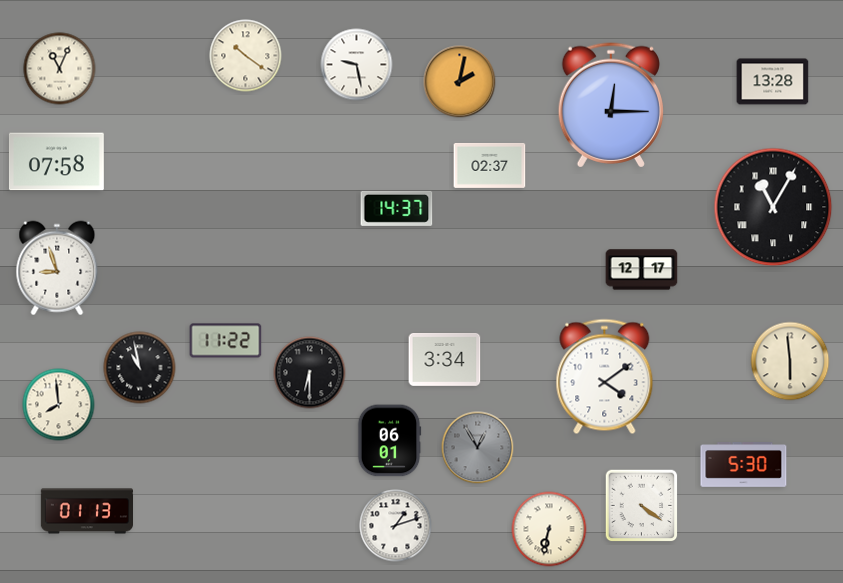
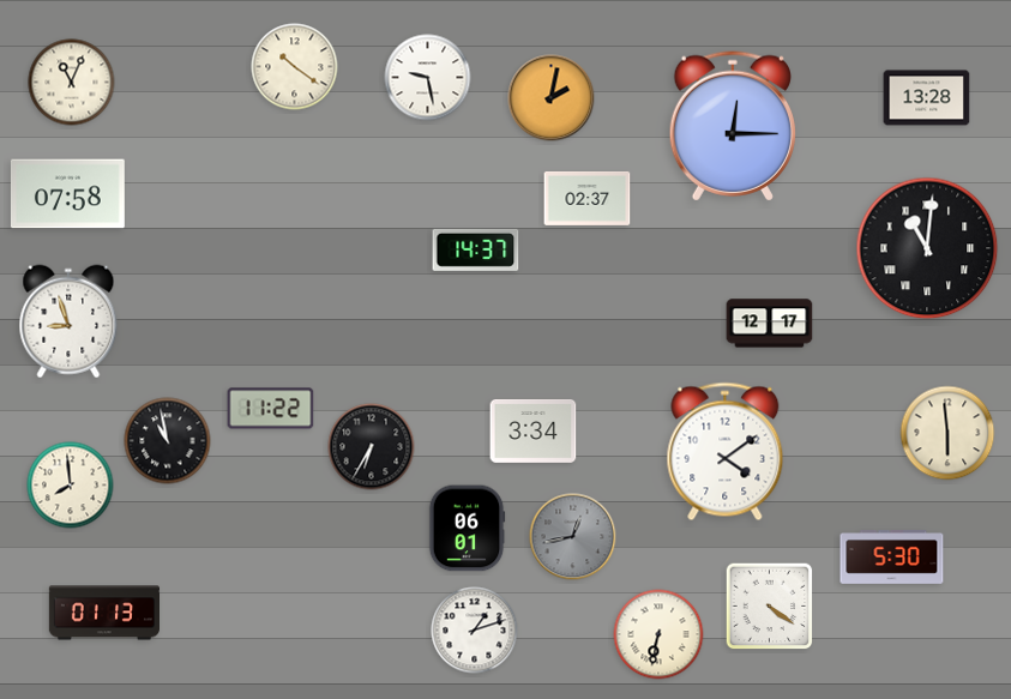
clock at (773, 207): 11:05 -> 11:01
clock at (310, 373): 6:30 -> 6:35
clock at (478, 448): 12:55 -> 12:43
